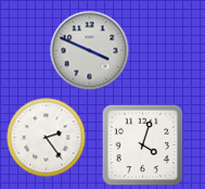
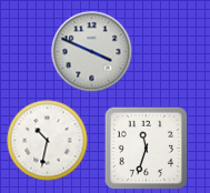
clock at (47, 138): 2:24 -> 10:32
clock at (143, 146): 4:03 -> 11:33
